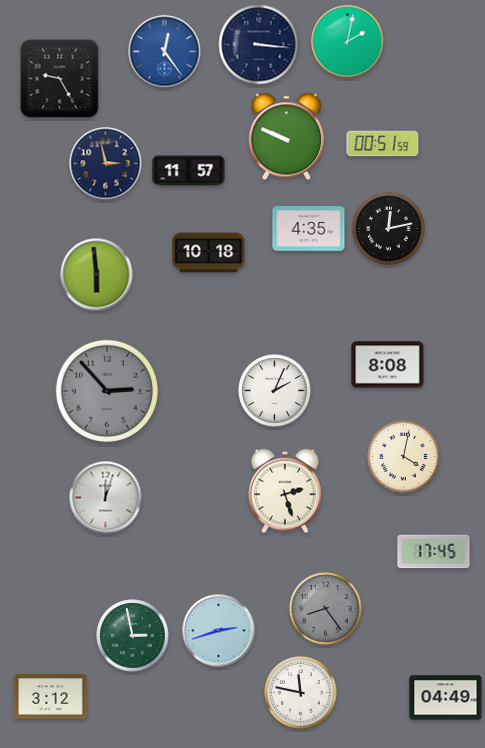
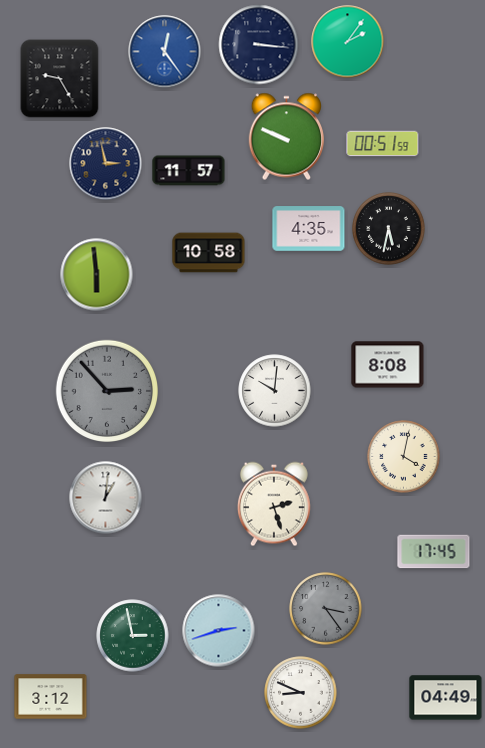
clock at (348, 42): 2:02 -> 2:06
clock at (389, 229): 12:13 -> 5:32
clock at (209, 253): 10:18 -> 10:58
clock at (275, 391): 2:04 -> 10:01
clock at (285, 491) position: (285, 491) -> (274, 504)
clock at (106, 498): 12:03 -> 1:01
clock at (326, 609): 8:24 -> 3:24
clock at (301, 693): 11:47 -> 8:49
